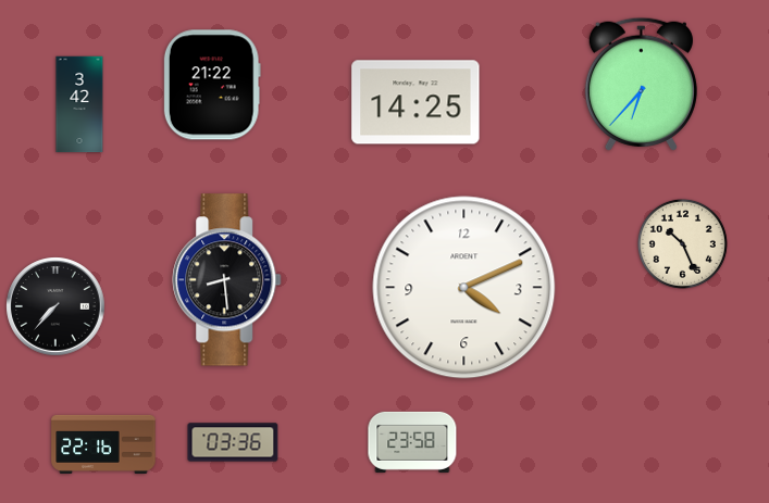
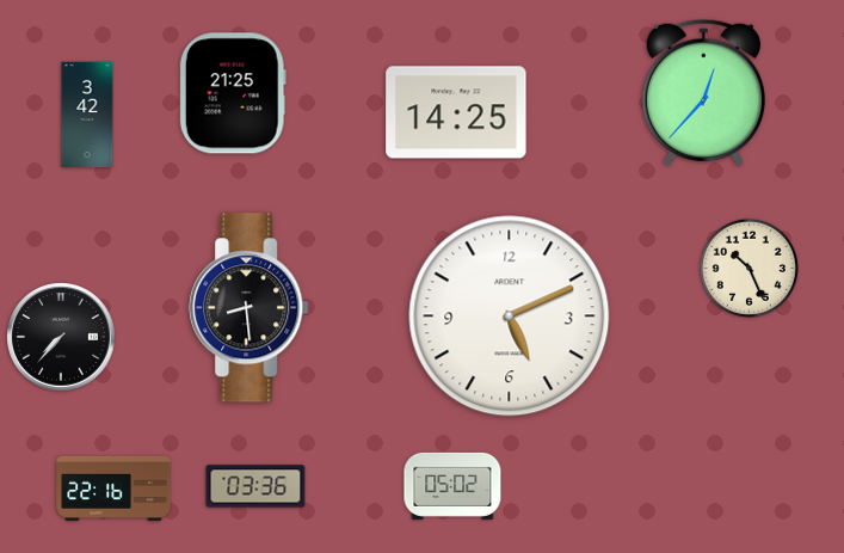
clock at (641, 84): 6:37 -> 12:37
clock at (212, 85): 21:22 -> 21:25
clock at (464, 288): 4:11 -> 5:11
clock at (412, 442): 23:58 -> 05:02
